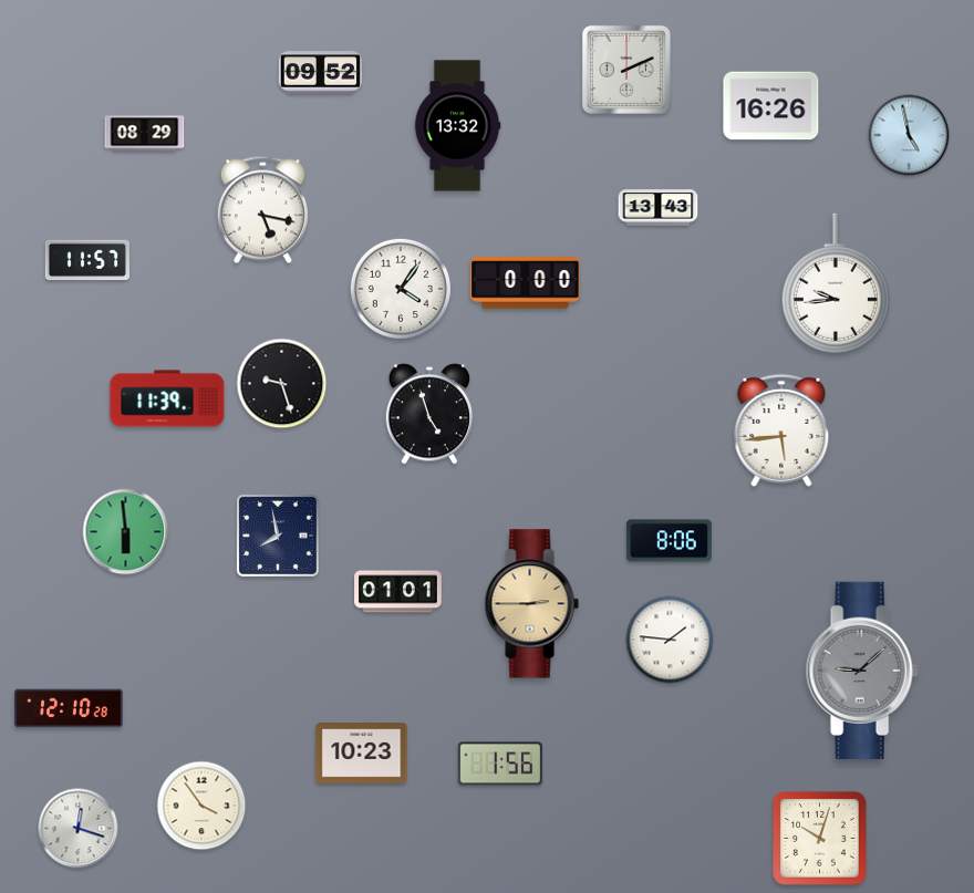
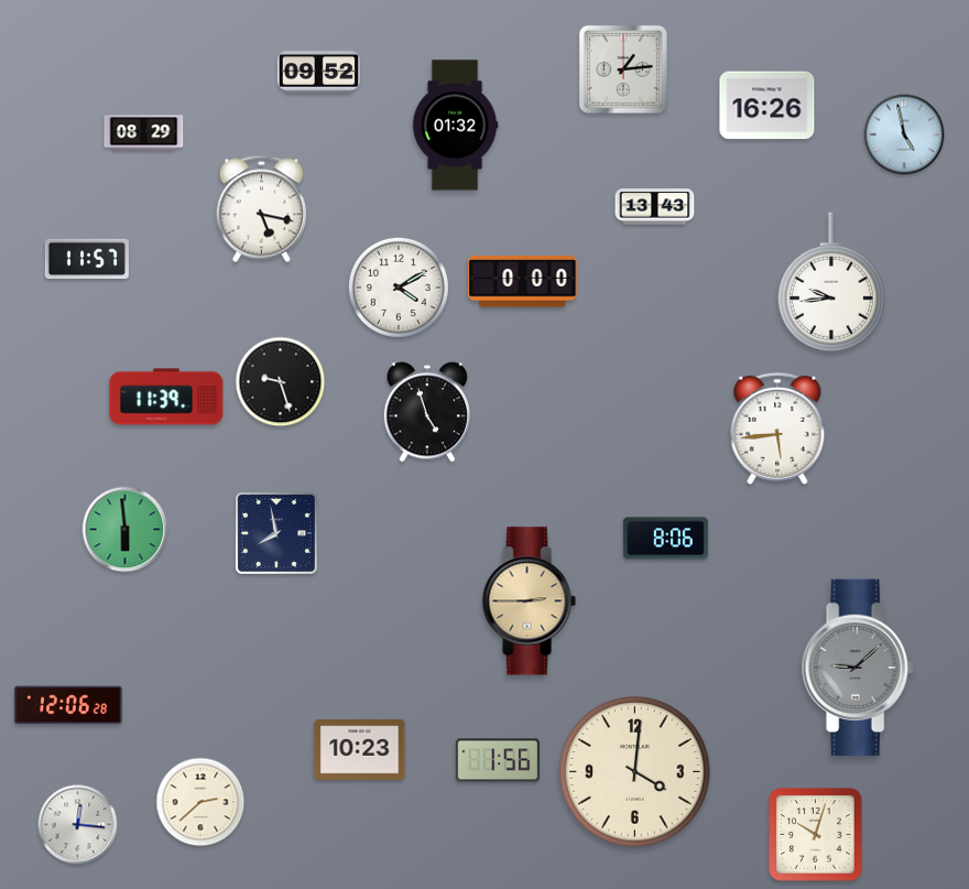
clock at (626, 70): 2:11 -> 1:14
clock at (457, 126): 13:32 -> 01:32
clock at (401, 289): 4:06 -> 4:10
clock at (398, 592): 01:01 -> none
clock at (670, 640): 1:46 -> none
clock at (69, 708): 12:10 -> 12:06
clock at (635, 772): none -> 4:01
clock at (201, 806): 3:54 -> 2:38
clock at (79, 829): 12:18 -> 12:16
